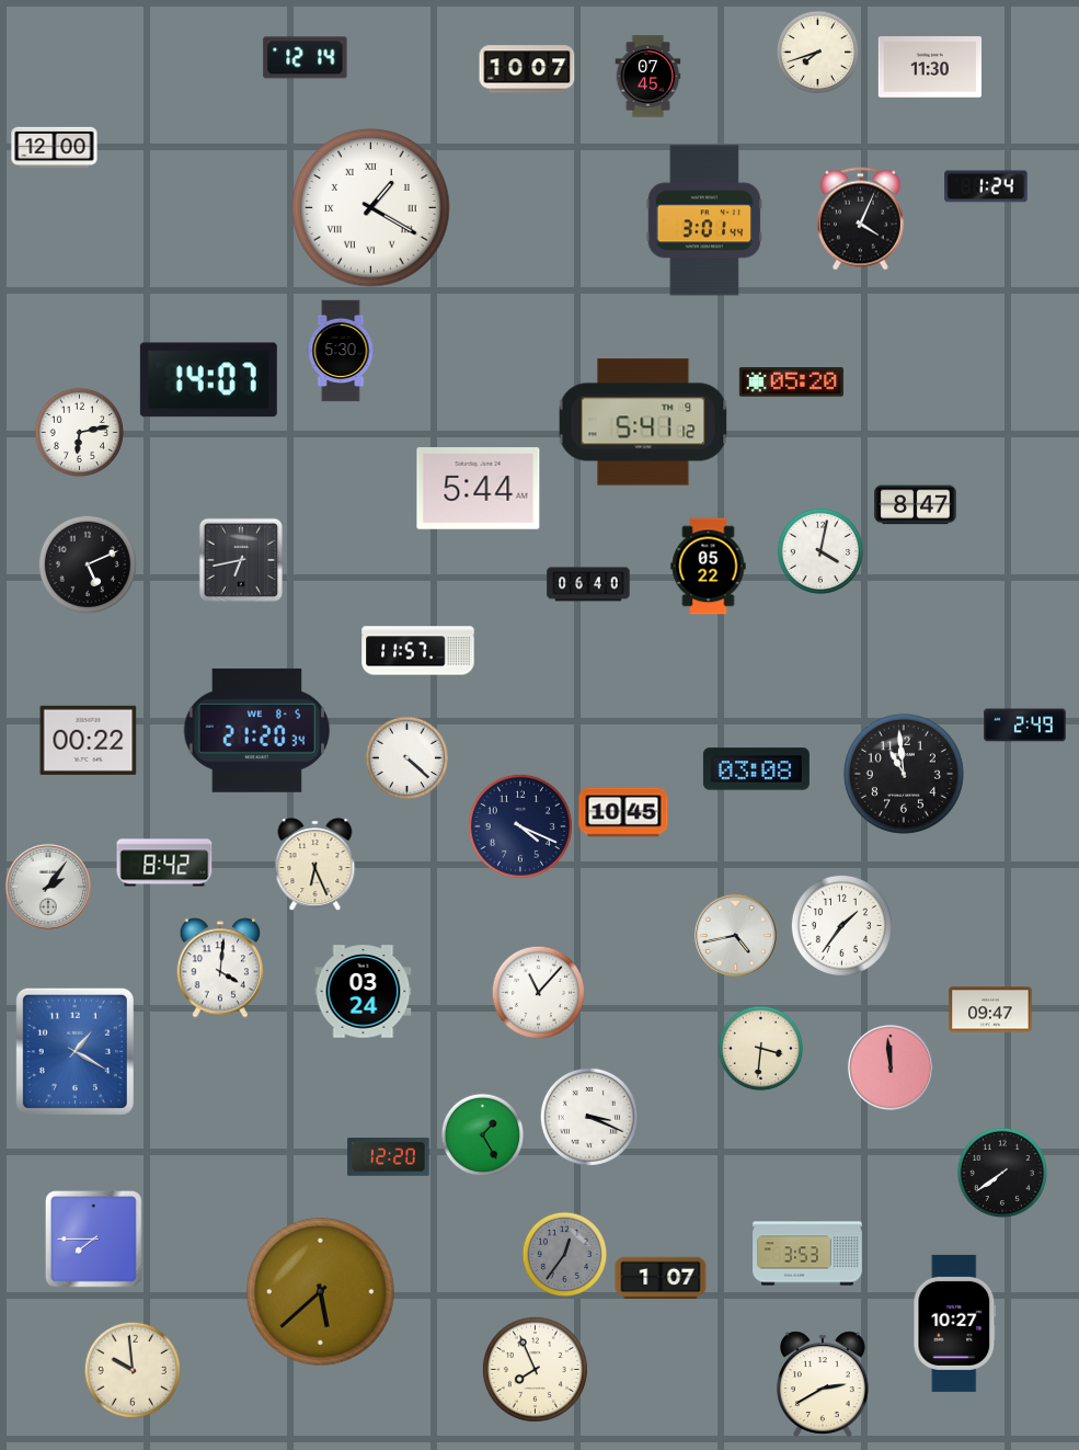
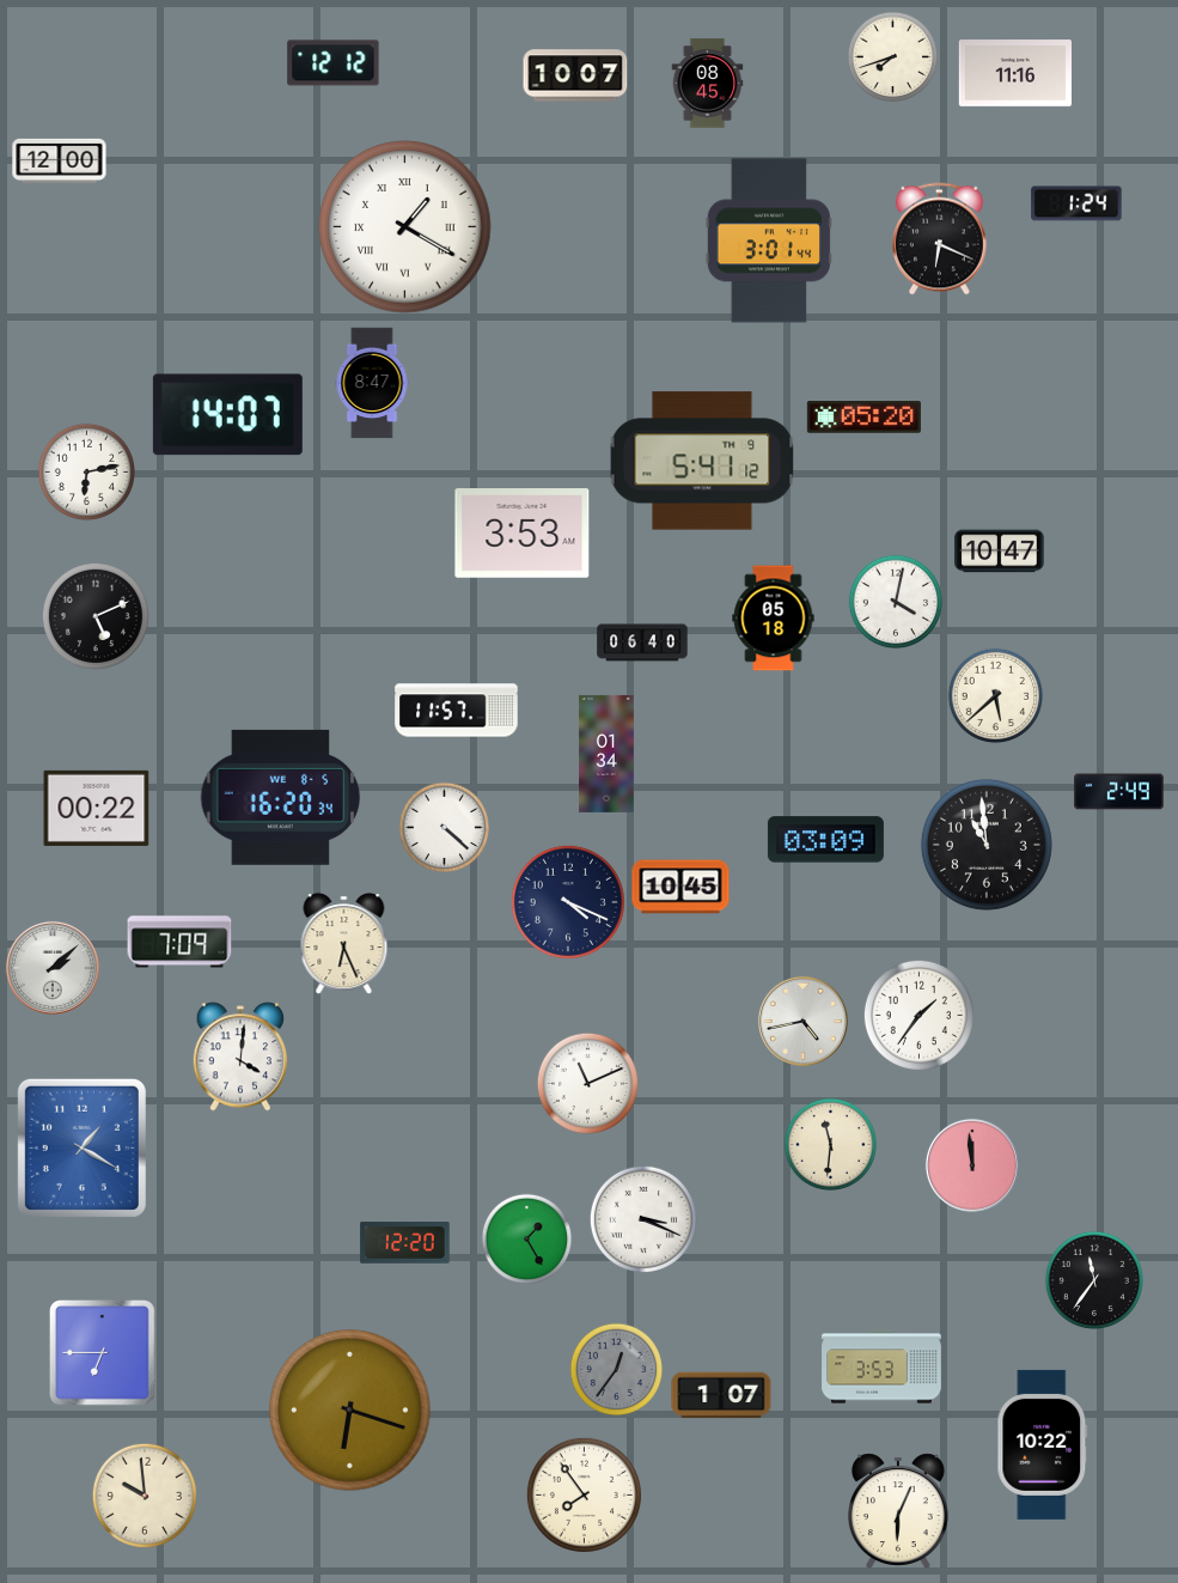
clock at (306, 58): 12:14 -> 12:12
clock at (929, 67): 11:30 -> 11:16
clock at (648, 77): 07:45 -> 08:45
clock at (860, 219): 4:04 -> 6:19
clock at (341, 351): 5:30 -> 8:47
clock at (479, 489): 5:44 -> 3:53
clock at (916, 505): 8:47 -> 10:47
clock at (241, 560): 6:43 -> none
clock at (709, 567): 05:22 -> 05:18
clock at (588, 584) position: (588, 584) -> (642, 643)
clock at (996, 696): none -> 5:38
clock at (606, 754): none -> 01:34
clock at (257, 730): 21:20 -> 16:20
clock at (756, 769): 03:08 -> 03:09
clock at (164, 863): 8:42 -> 7:09
clock at (48, 887): 2:06 -> 2:08
clock at (841, 925) position: (841, 925) -> (918, 1015)
clock at (364, 992): 03:24 -> none
clock at (538, 992): 11:07 -> 11:11
clock at (990, 1009): 09:47 -> none
clock at (761, 1049): 3:31 -> 11:31
clock at (389, 1157) position: (389, 1157) -> (405, 1243)
clock at (1001, 1172): 7:39 -> 11:36
clock at (94, 1240): 7:45 -> 6:45
clock at (321, 1292): 5:38 -> 6:18
clock at (955, 1323): 10:27 -> 10:22
clock at (535, 1369): 7:56 -> 7:54
clock at (823, 1384): 2:40 -> 6:04
